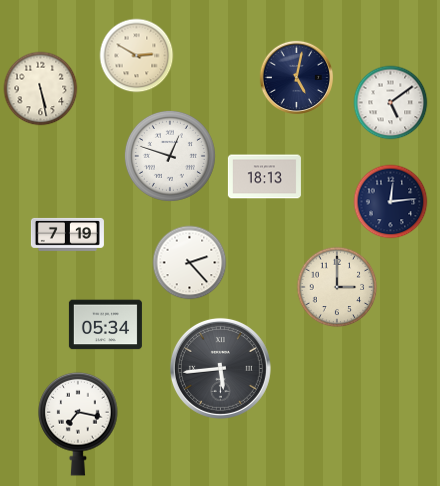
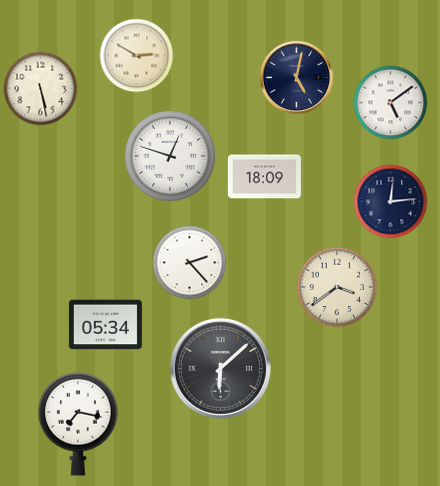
clock at (264, 177): 18:13 -> 18:09
clock at (67, 234): 7:19 -> none
clock at (337, 287): 3:00 -> 3:39
clock at (220, 368): 5:44 -> 6:08
